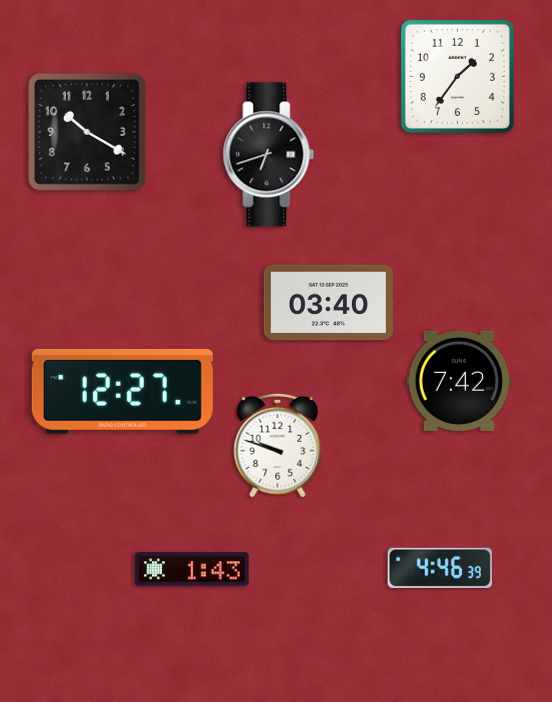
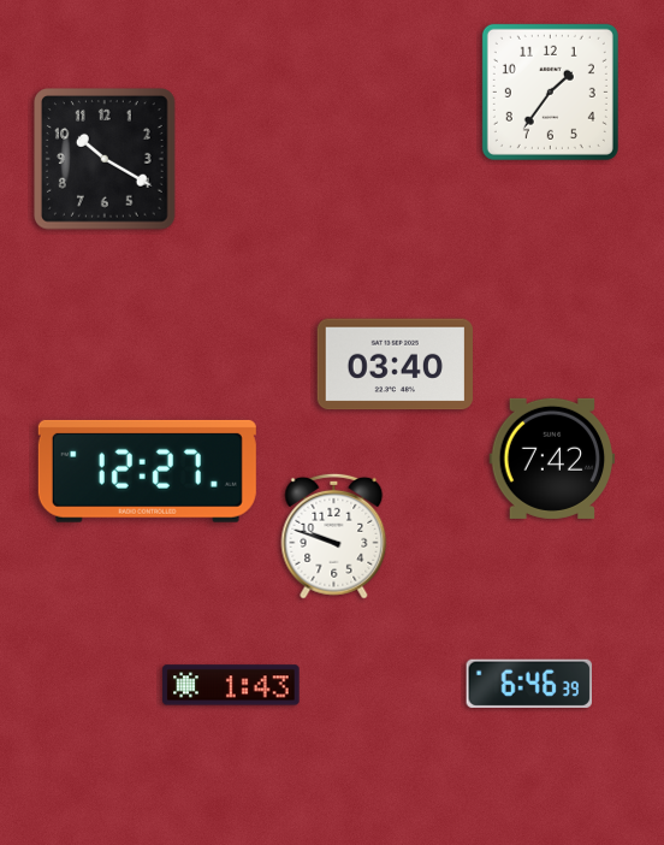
clock at (269, 155): 6:42 -> none
clock at (439, 568): 4:46 -> 6:46
